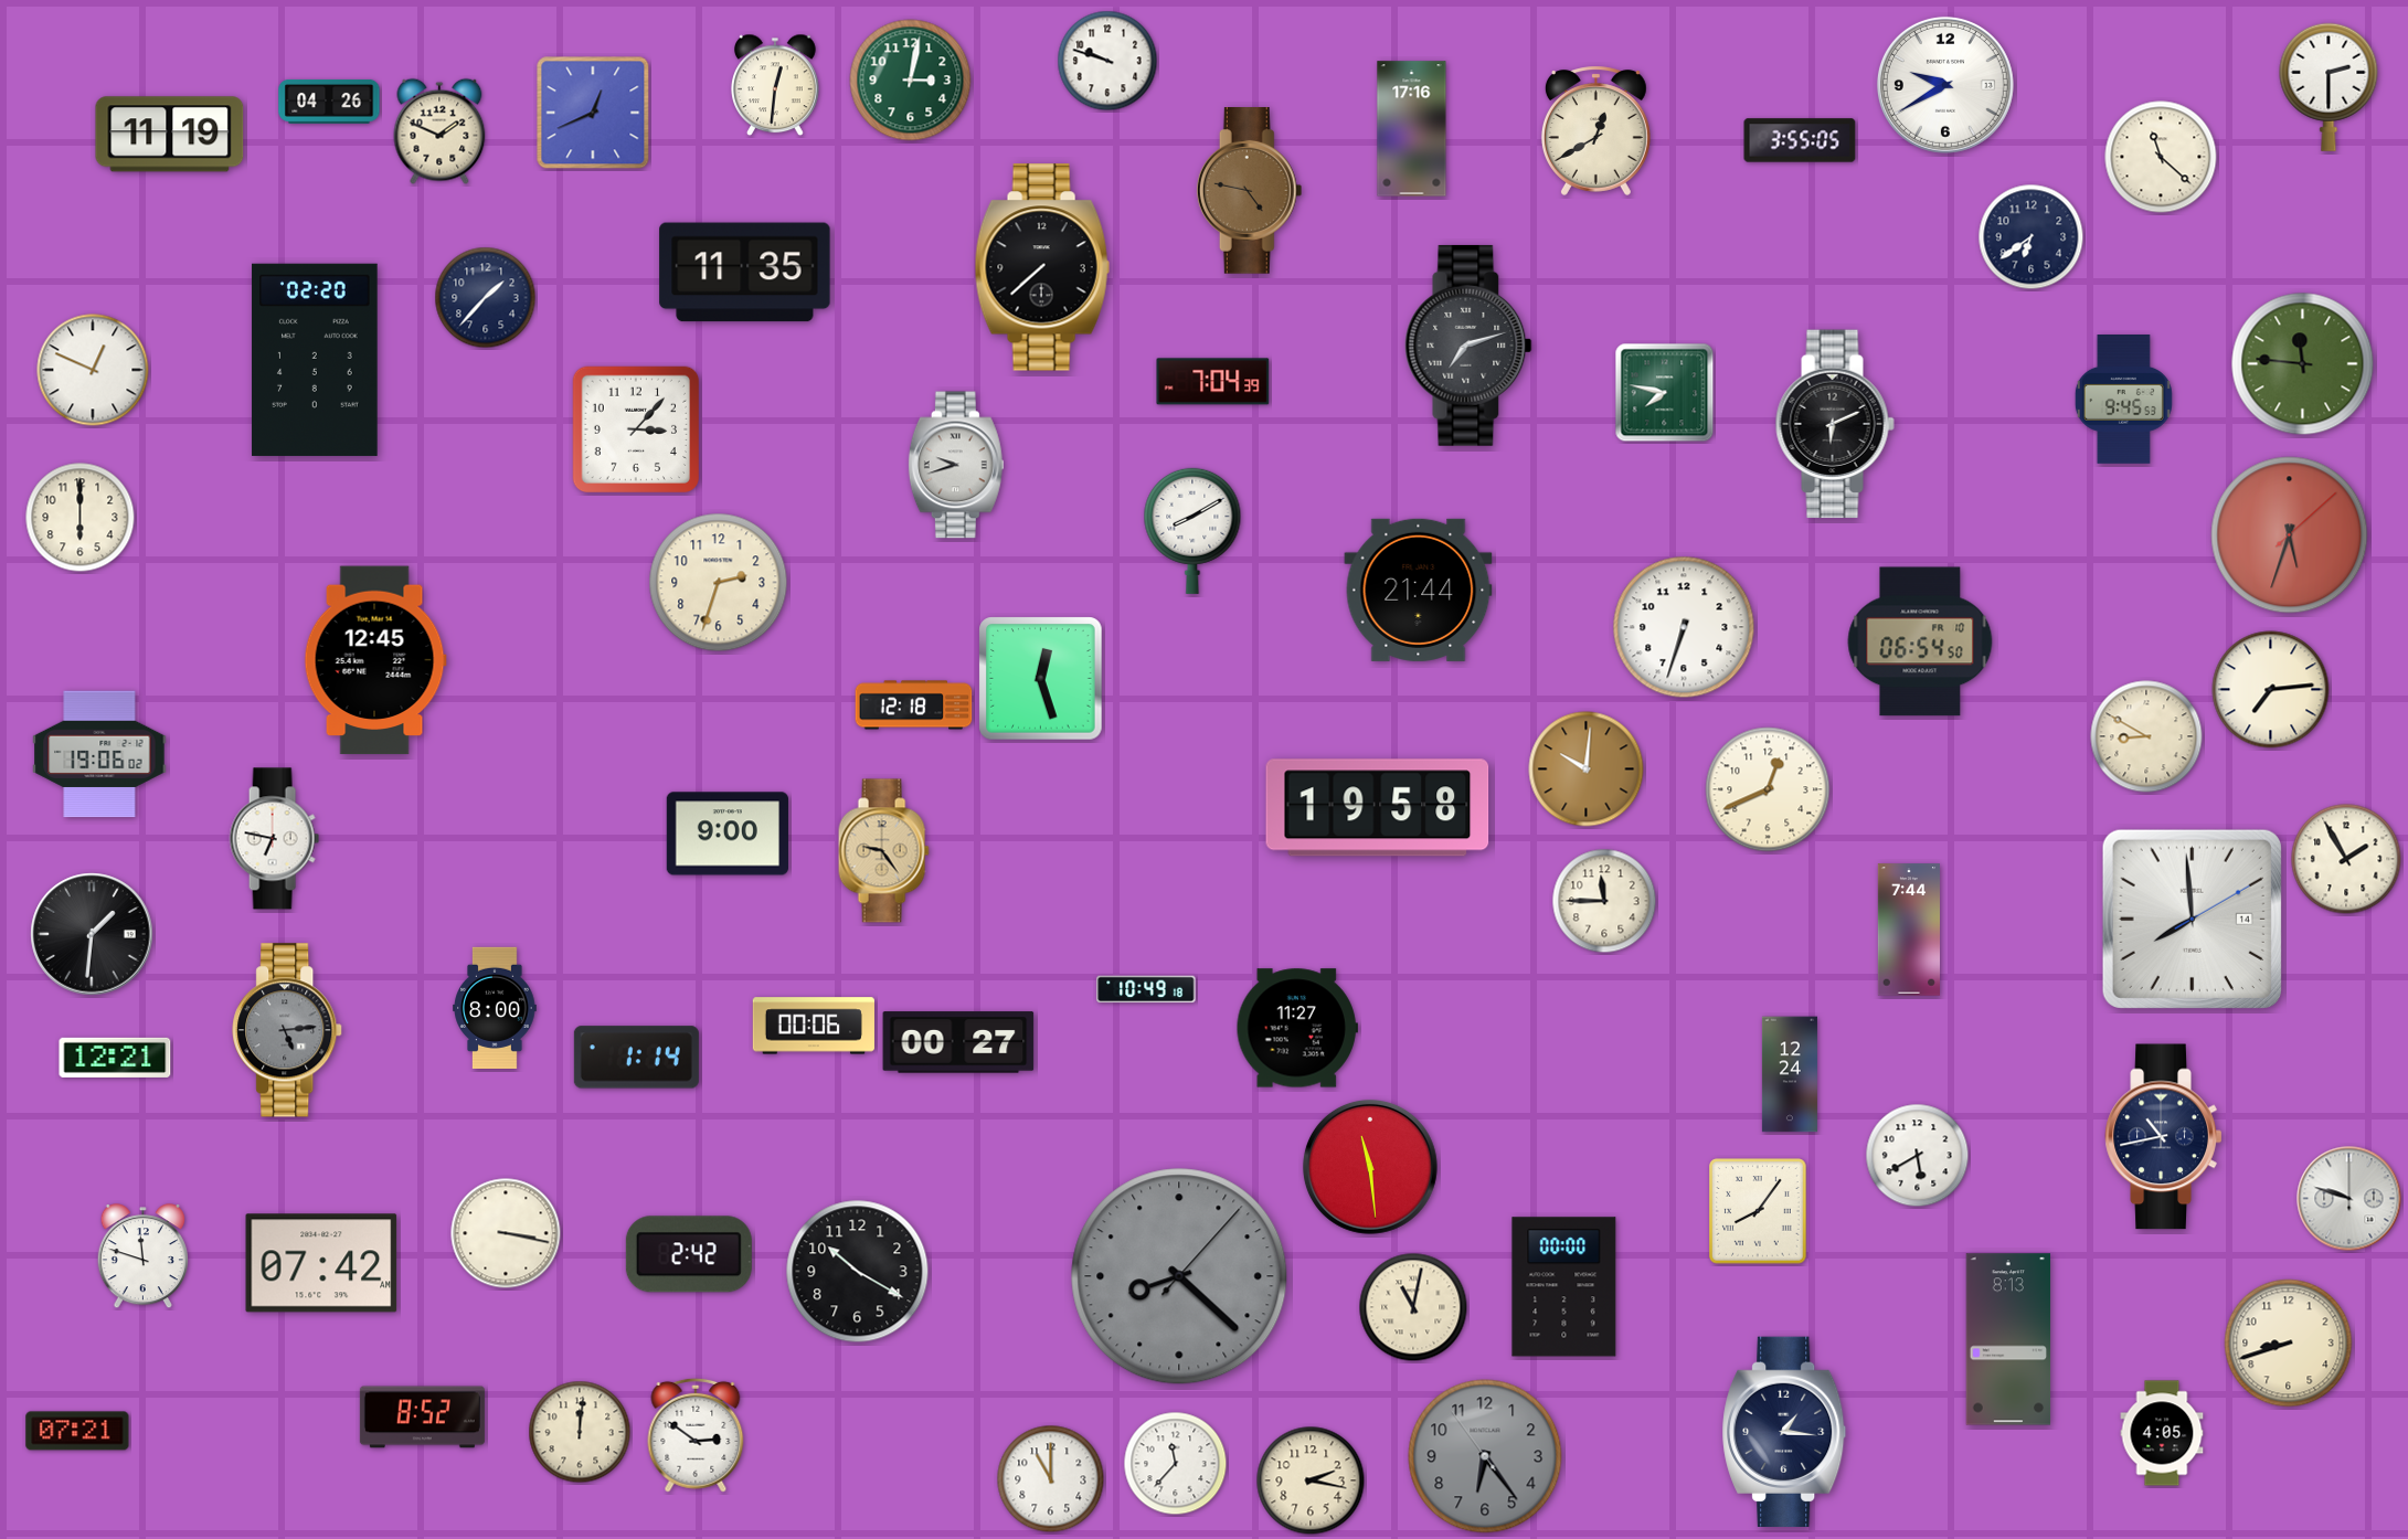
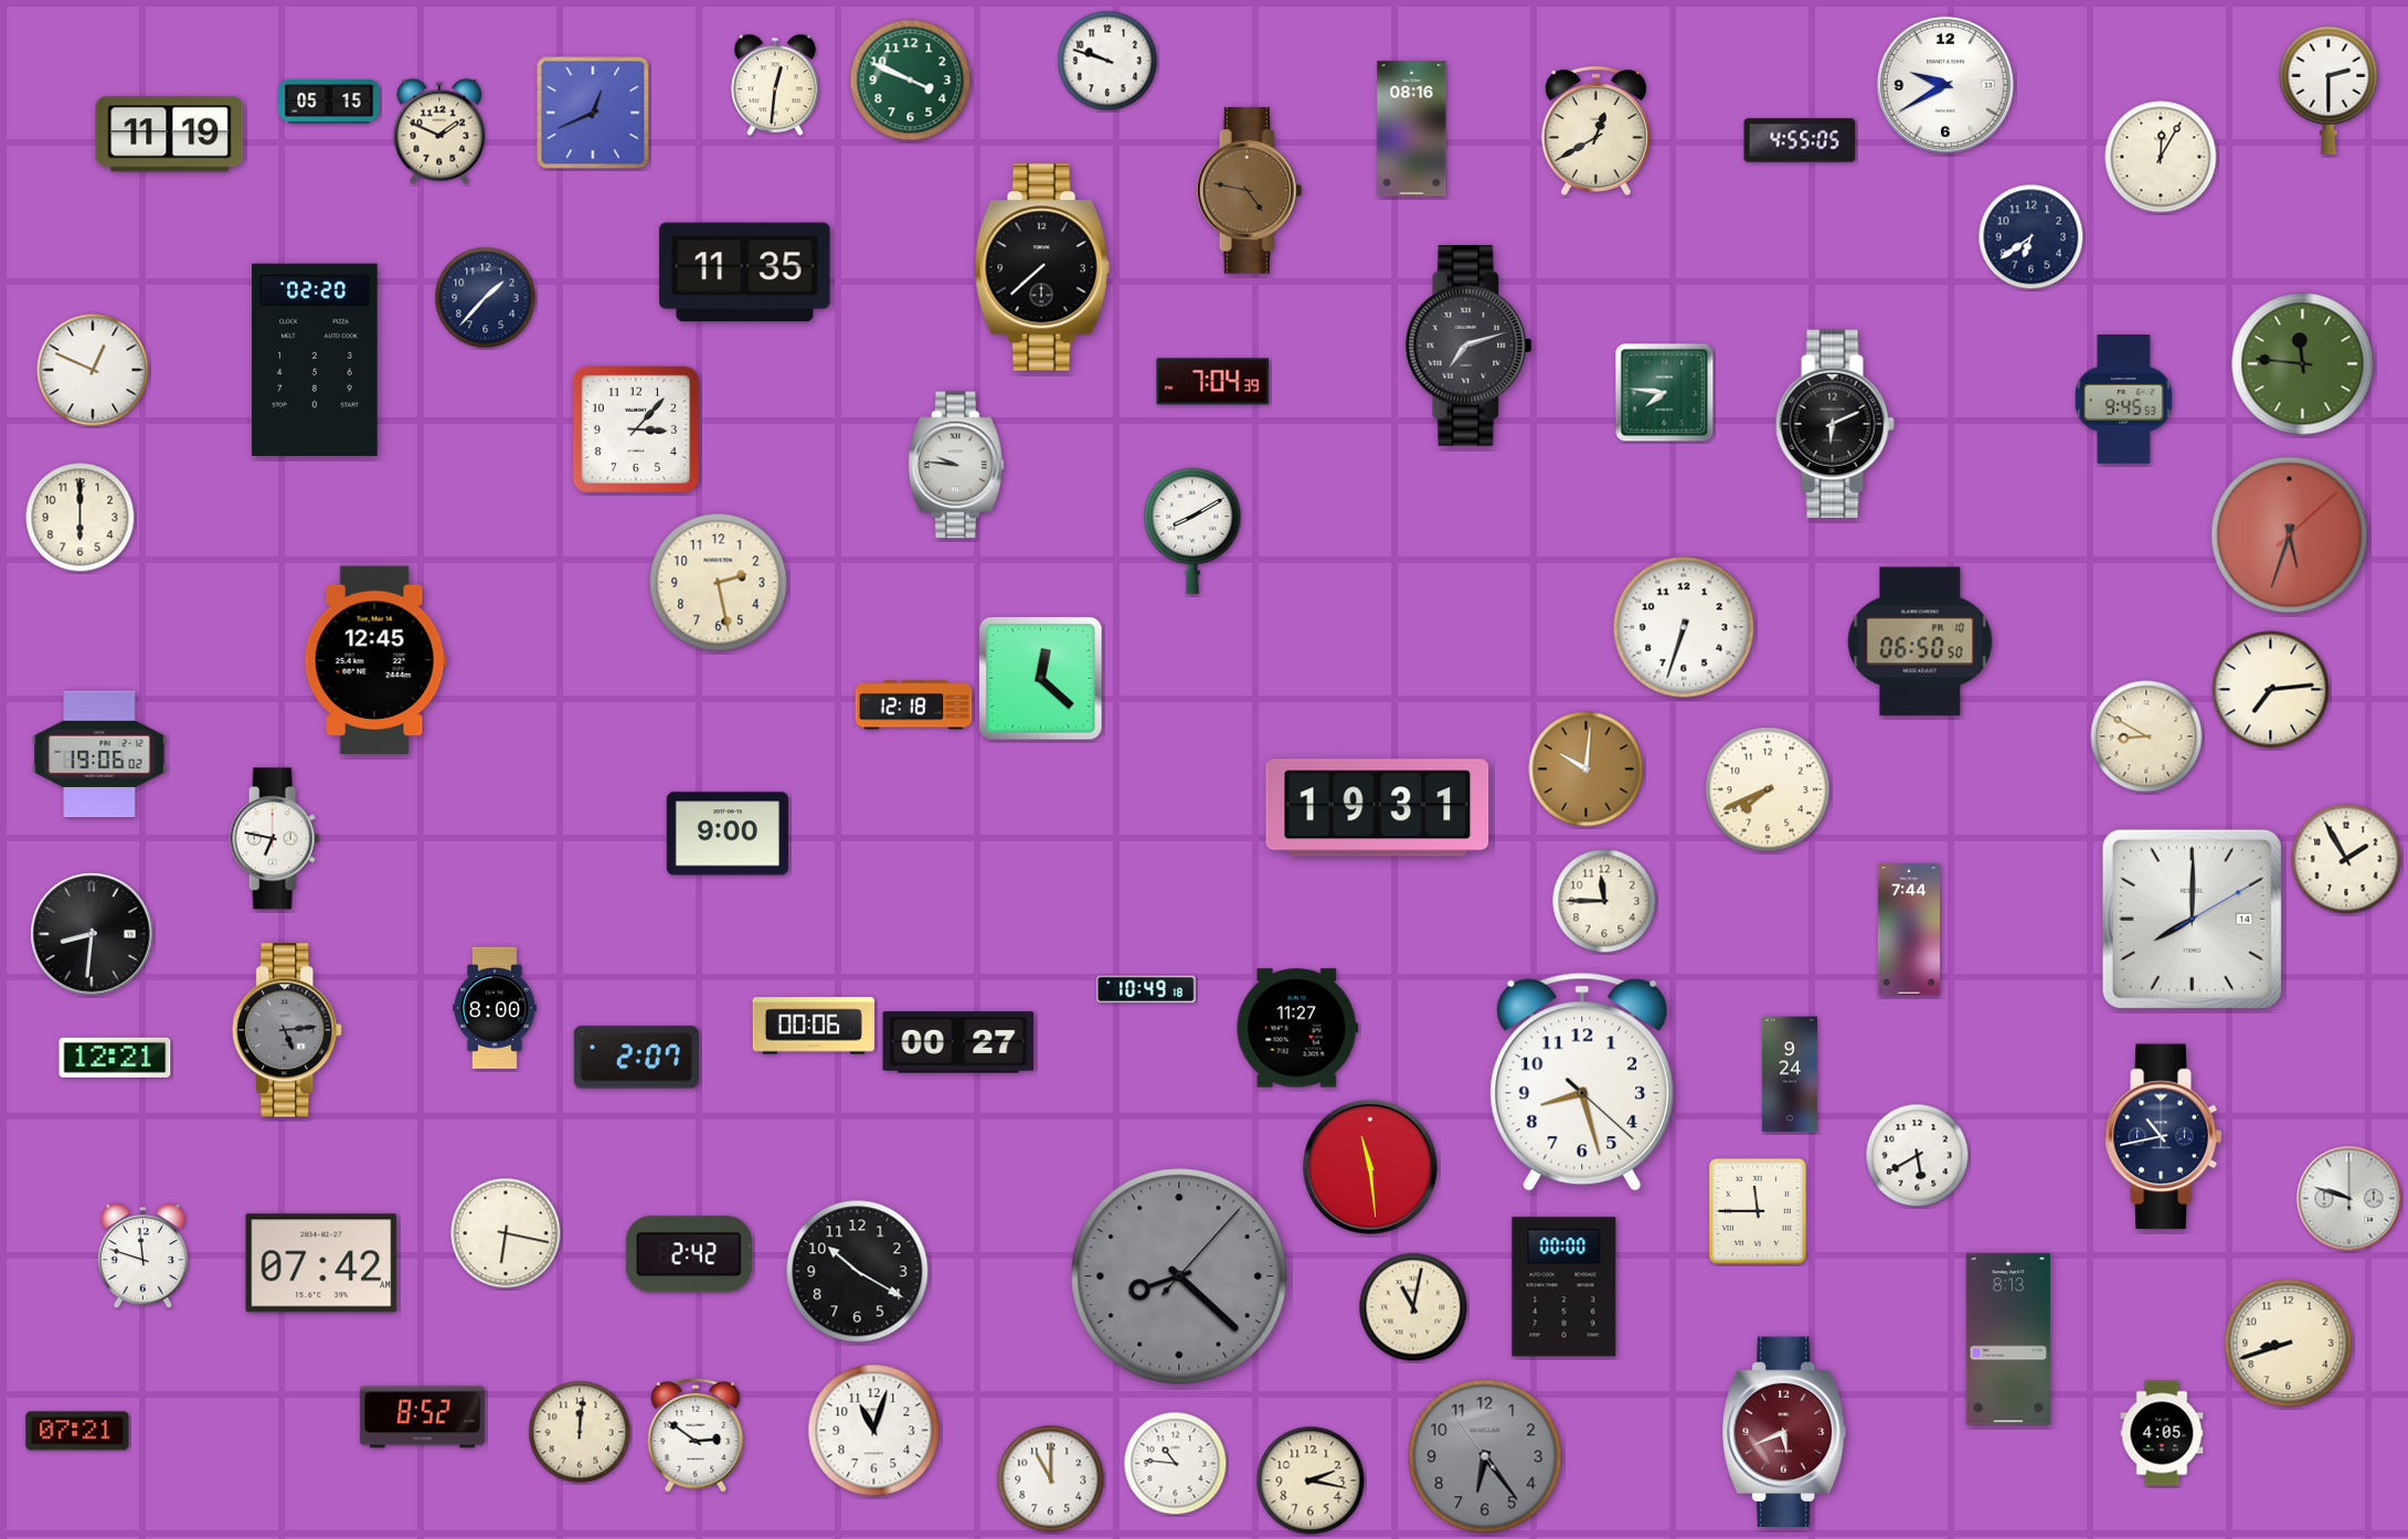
clock at (911, 81): 3:02 -> 3:49
clock at (2329, 87) position: (2329, 87) -> (2329, 91)
clock at (329, 102): 04:26 -> 05:15
clock at (1412, 129): 17:16 -> 08:16
clock at (1800, 140): 3:55 -> 4:55
clock at (2161, 157): 11:22 -> 12:05
clock at (1665, 393): 7:47 -> 7:46
clock at (956, 465): 9:42 -> 9:46
clock at (719, 583): 2:33 -> 2:28
clock at (1419, 590): 21:44 -> none
clock at (1920, 641): 06:54 -> 06:50
clock at (1041, 679): 12:27 -> 12:22
clock at (1768, 789): 12:41 -> 7:41
clock at (1378, 808): 19:58 -> 19:31
clock at (883, 851): 9:24 -> none
clock at (2192, 919): 7:59 -> 8:00
clock at (92, 934): 1:31 -> 8:31
clock at (636, 1058): 1:14 -> 2:07
clock at (1790, 1074): 12:24 -> 9:24
clock at (1582, 1082): none -> 8:27
clock at (1758, 1211): 8:06 -> 11:45
clock at (506, 1233): 3:17 -> 6:17
clock at (874, 1431): none -> 11:03
clock at (1784, 1431): 1:16 -> 5:41
clock at (1784, 1431) dial: navy -> burgundy
clock at (1176, 1464): 11:37 -> 10:46
